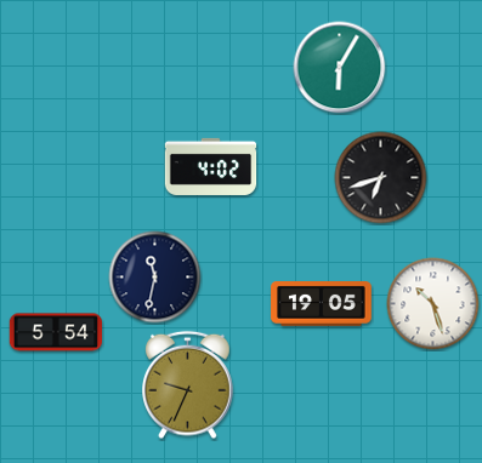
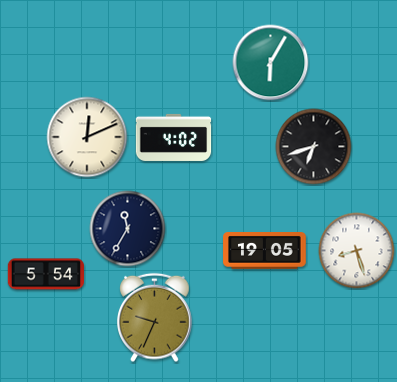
clock at (340, 68) position: (340, 68) -> (271, 63)
clock at (87, 137): none -> 12:11
clock at (155, 278): 11:32 -> 11:35
clock at (433, 304): 10:27 -> 8:27
